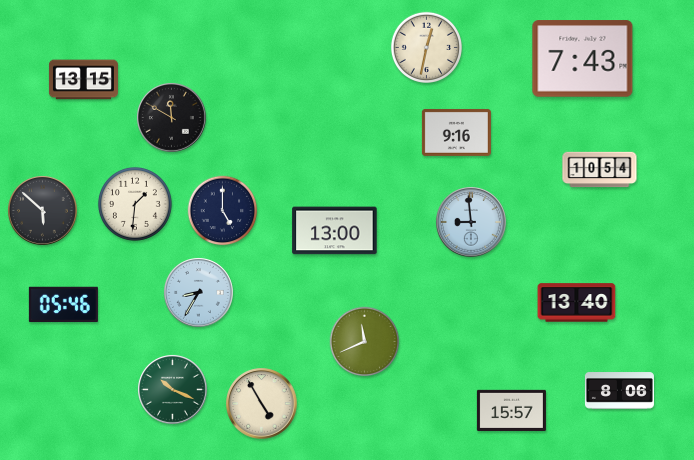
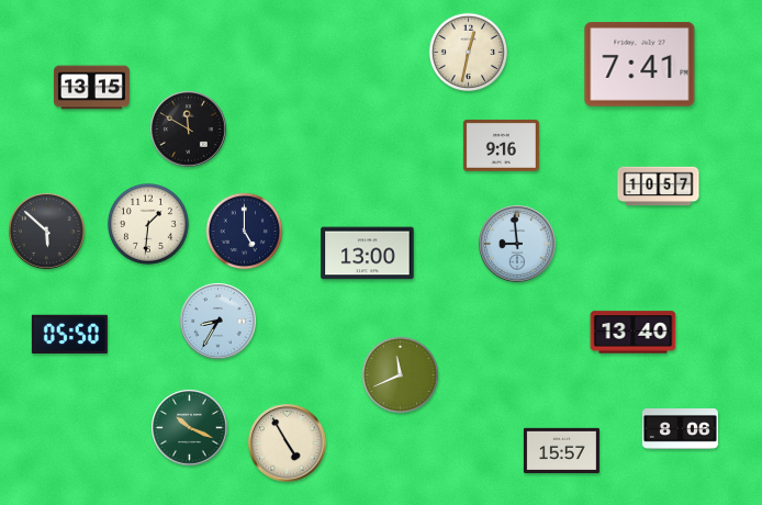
clock at (583, 59): 7:43 -> 7:41
clock at (600, 170): 10:54 -> 10:57
clock at (63, 305): 05:46 -> 05:50
